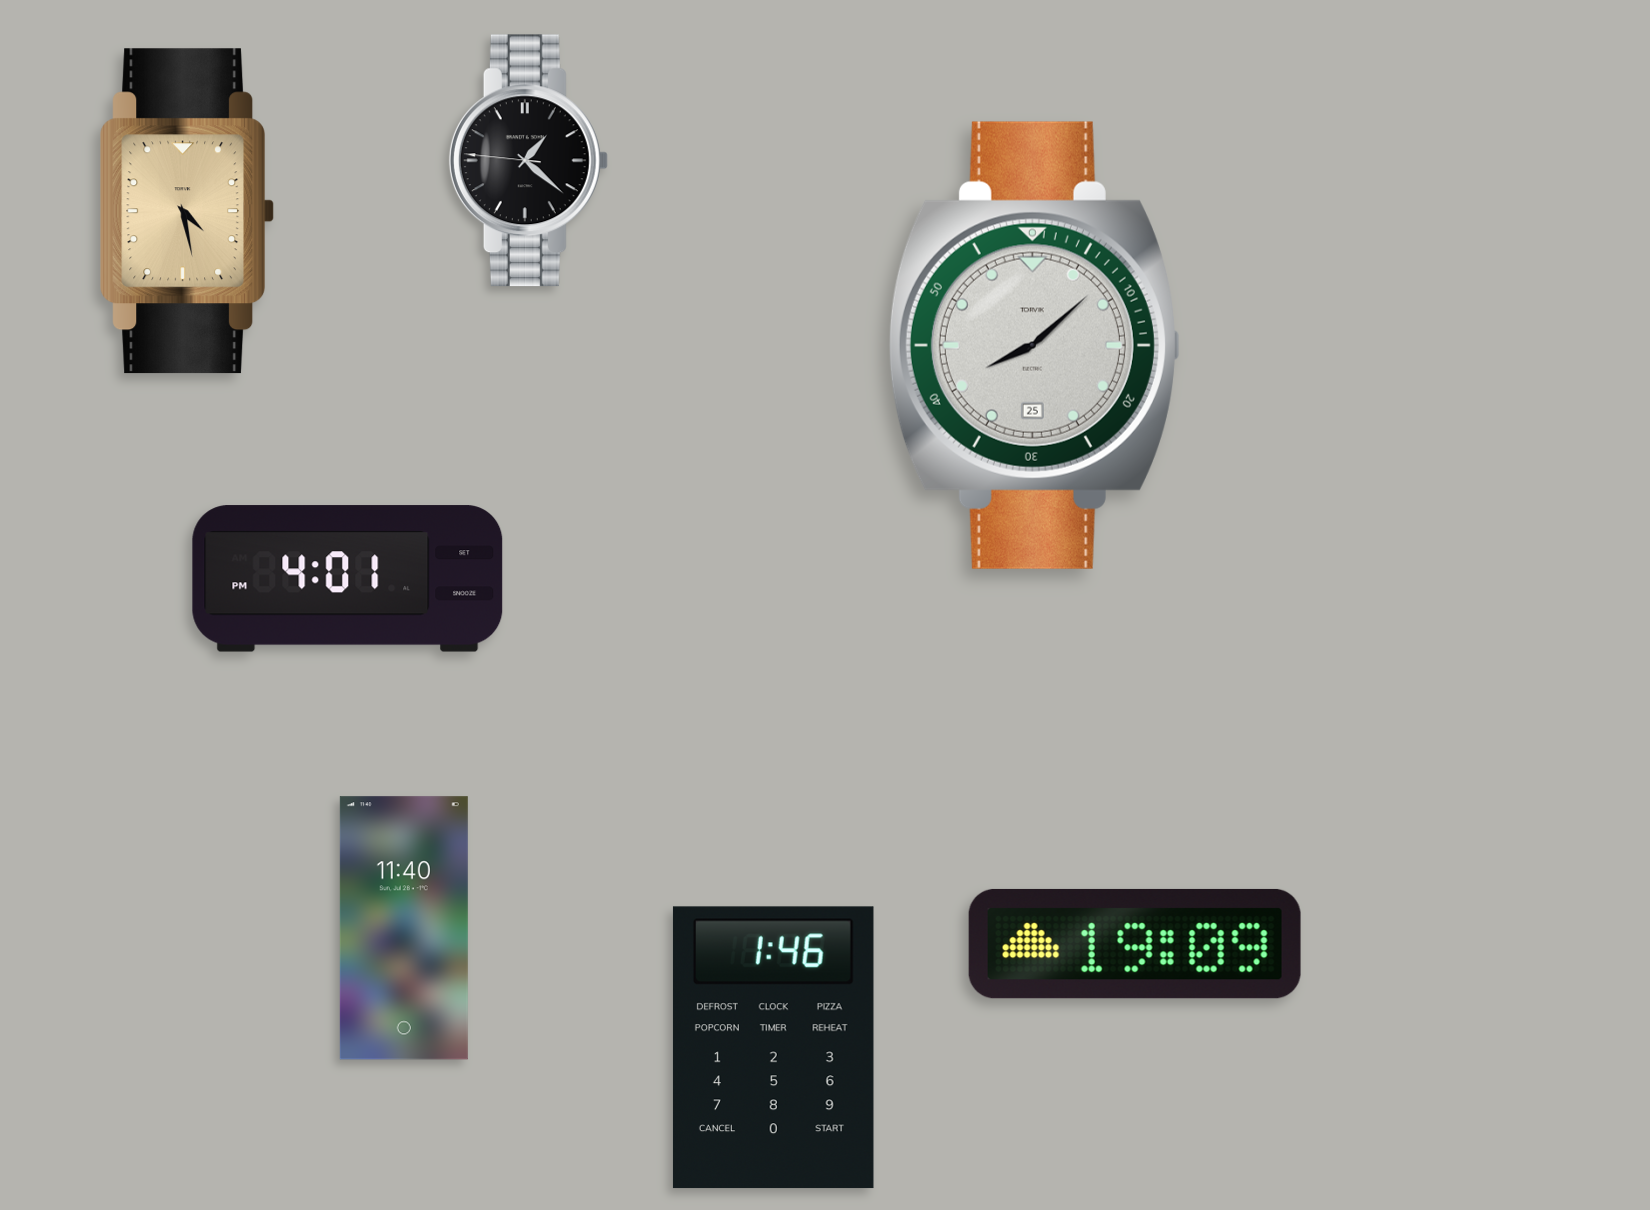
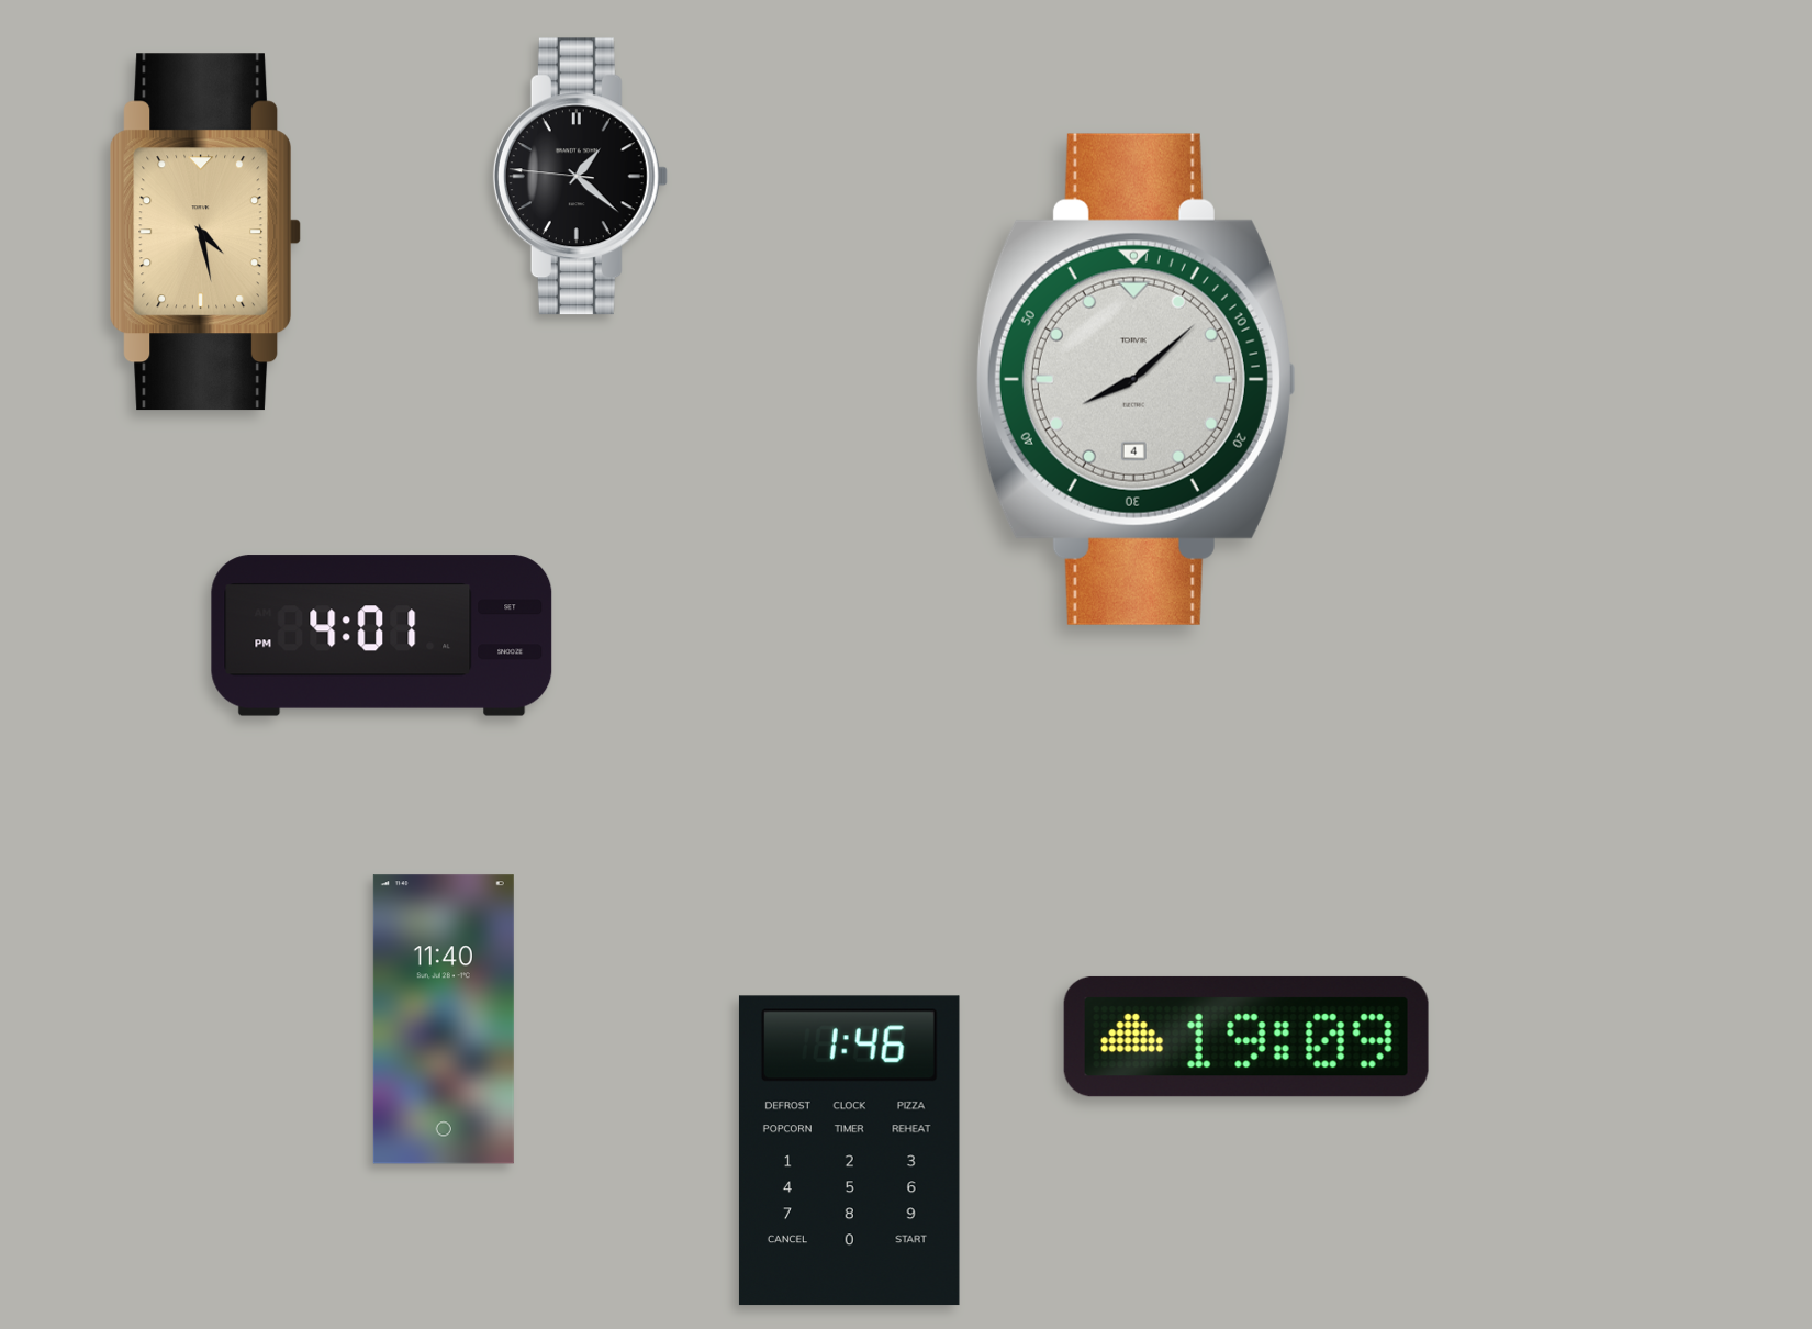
clock at (1034, 345) date: 25 -> 4
